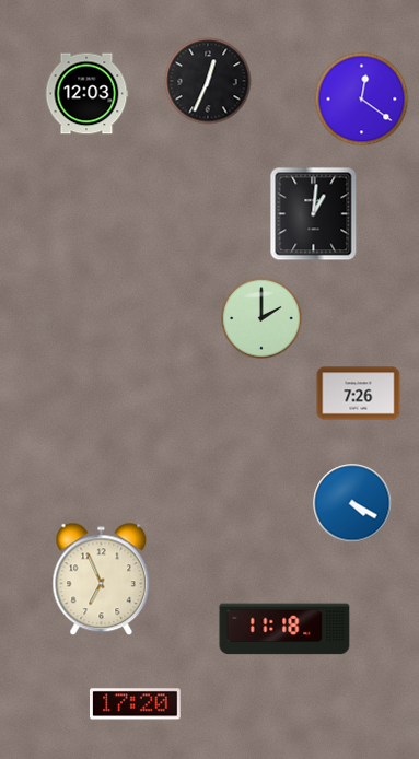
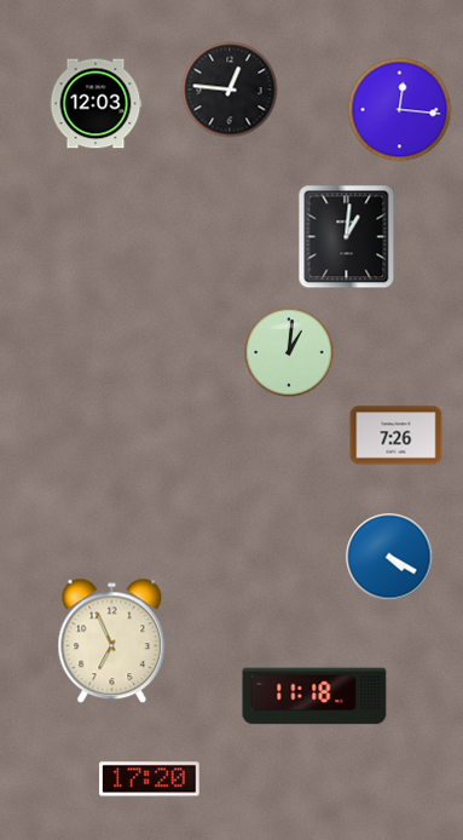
clock at (208, 81): 12:34 -> 12:46
clock at (362, 100): 12:21 -> 12:16
clock at (261, 318): 2:00 -> 1:01
